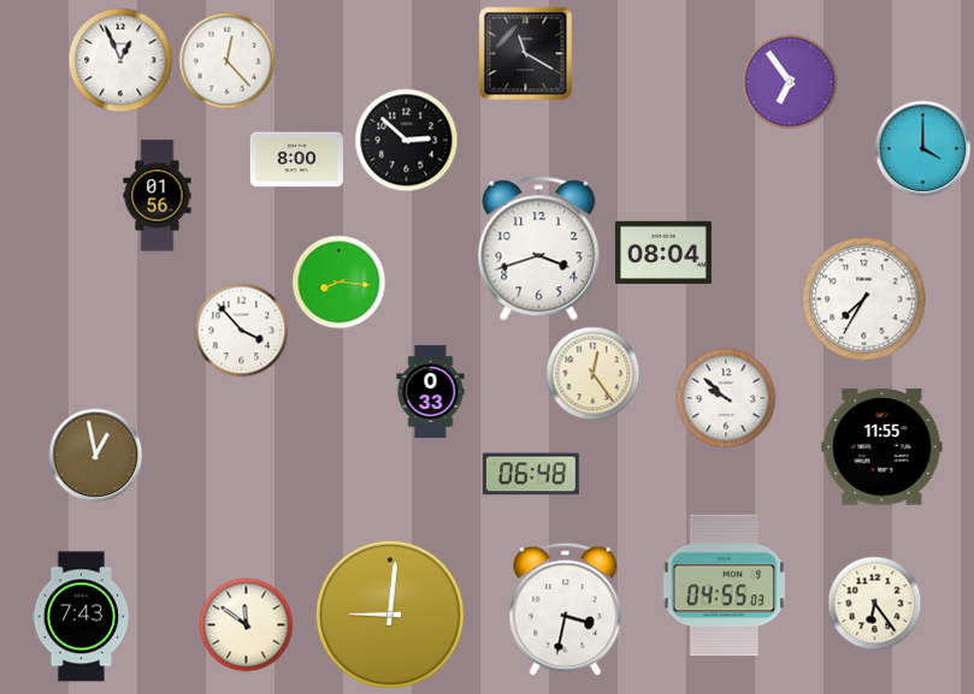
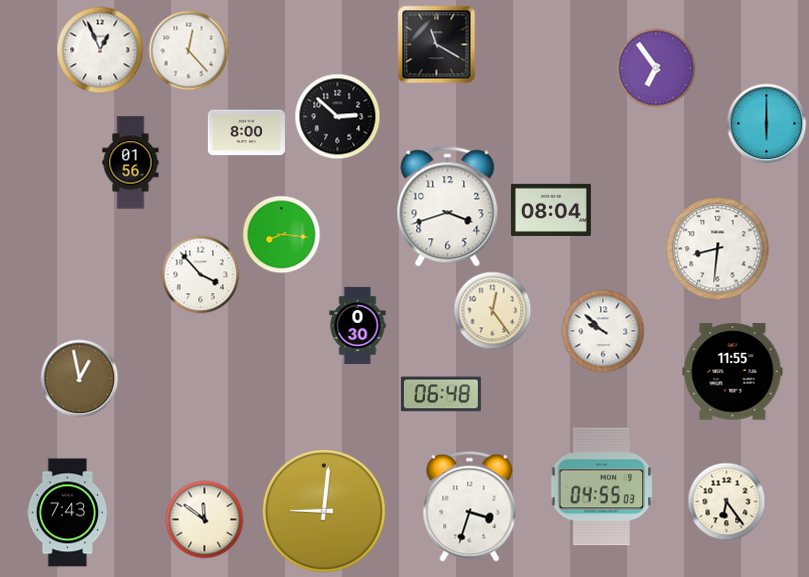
clock at (922, 148): 4:00 -> 6:00
clock at (864, 299): 7:35 -> 8:31
clock at (431, 391): 0:33 -> 0:30
clock at (566, 609): 3:32 -> 3:33
